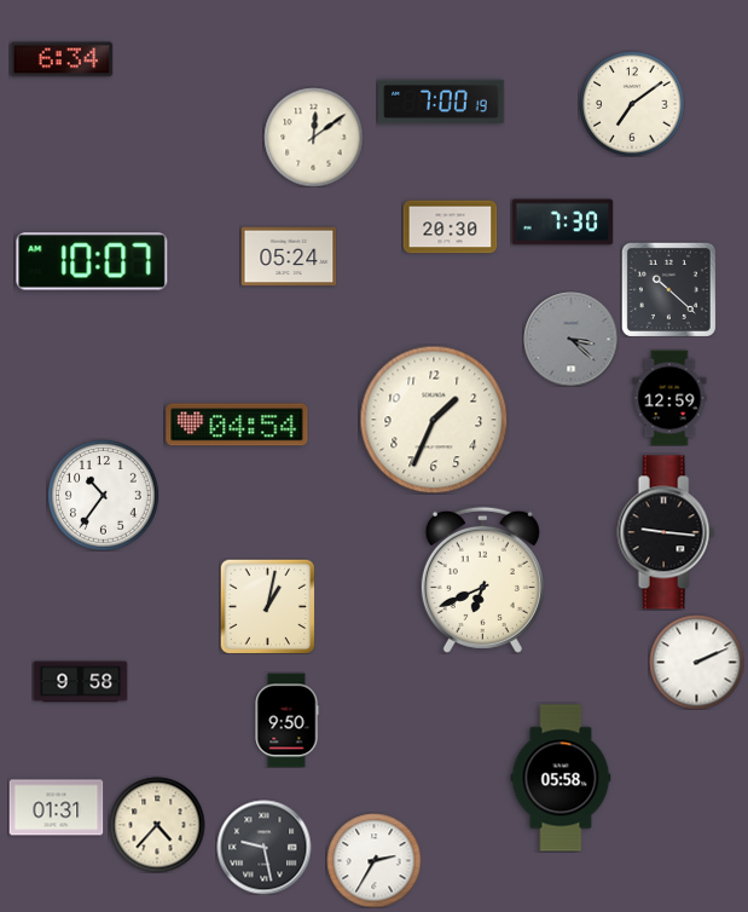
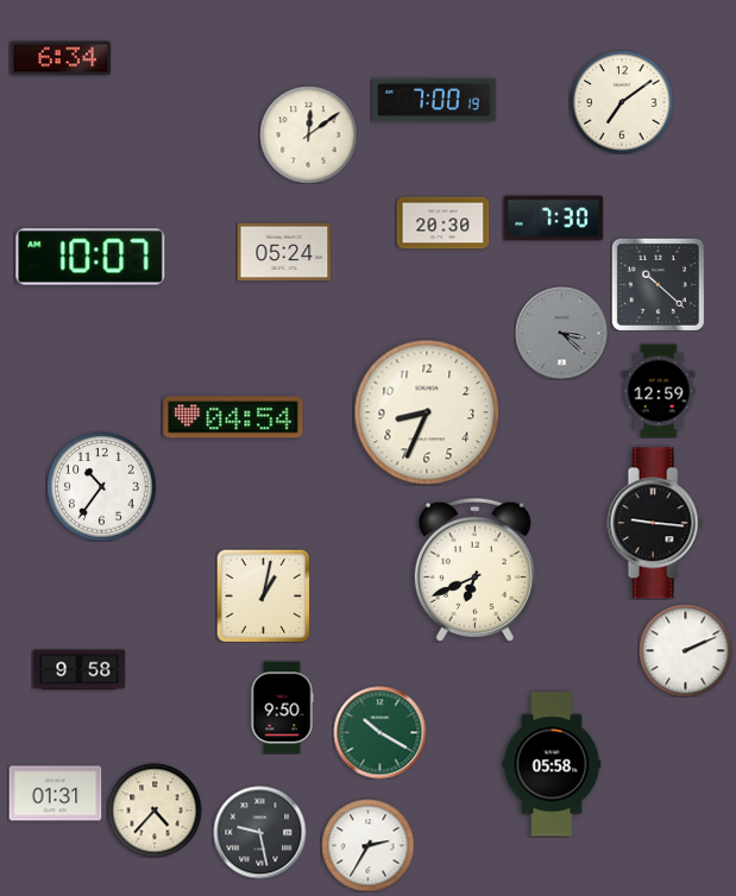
clock at (434, 420): 1:34 -> 8:34
clock at (379, 732): none -> 10:20
